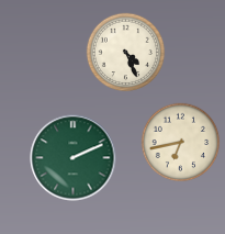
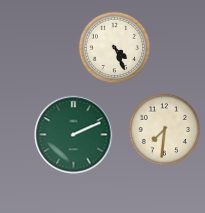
clock at (181, 143): 6:43 -> 7:31
clock at (74, 158) position: (74, 158) -> (74, 135)
